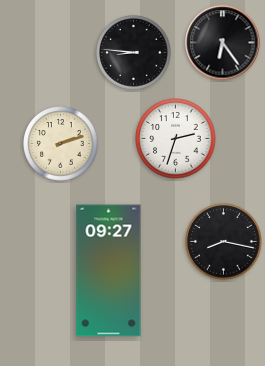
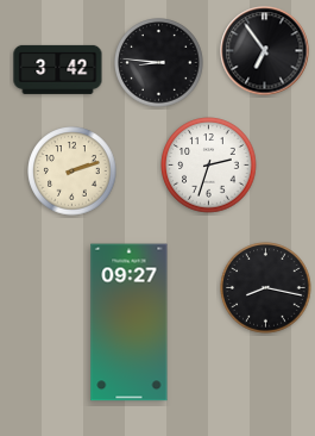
clock at (223, 43): 6:24 -> 6:54
clock at (58, 69): none -> 3:42
